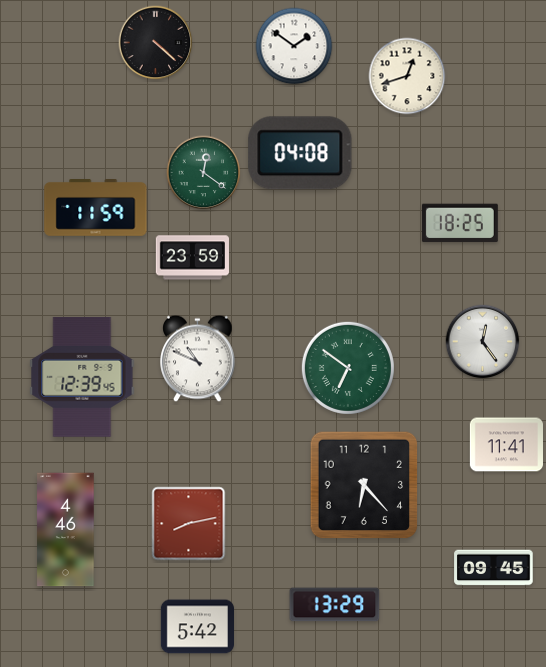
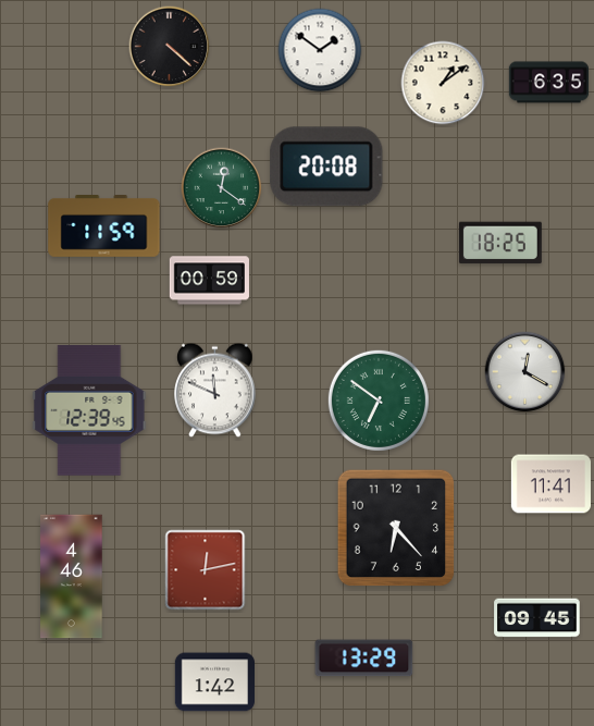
clock at (407, 76): 12:42 -> 1:09
clock at (548, 83): none -> 6:35
clock at (300, 153): 04:08 -> 20:08
clock at (192, 258): 23:59 -> 00:59
clock at (483, 342): 12:24 -> 12:20
clock at (198, 359): 10:49 -> 11:49
clock at (189, 524): 8:13 -> 12:13
clock at (197, 627): 5:42 -> 1:42
